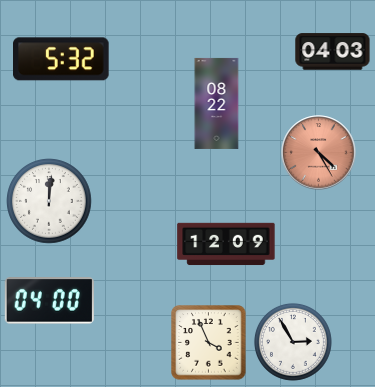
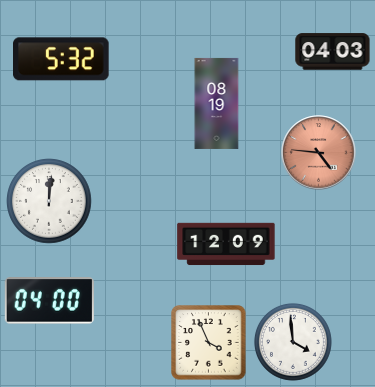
clock at (217, 103): 08:22 -> 08:19
clock at (319, 153): 4:25 -> 4:46
clock at (293, 342): 2:55 -> 3:59
